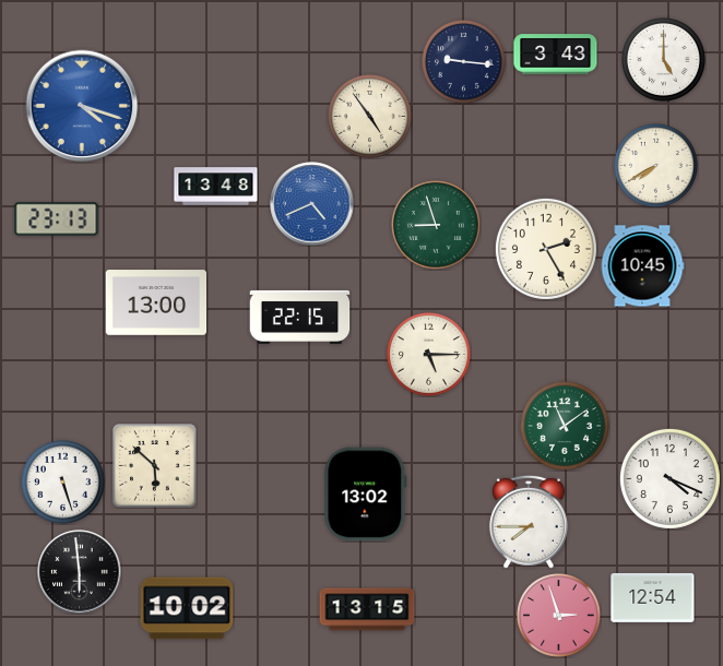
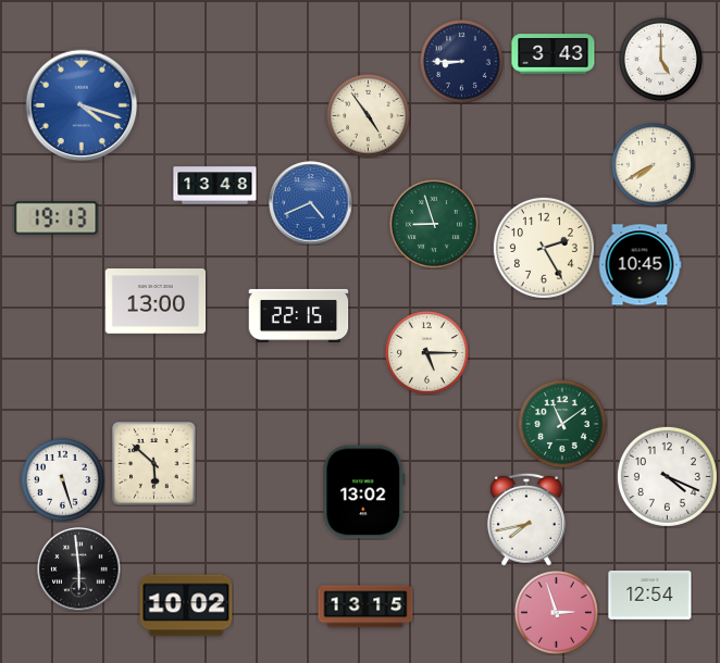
clock at (464, 62): 9:16 -> 8:45
clock at (57, 219): 23:13 -> 19:13
clock at (529, 522): 7:45 -> 7:43
